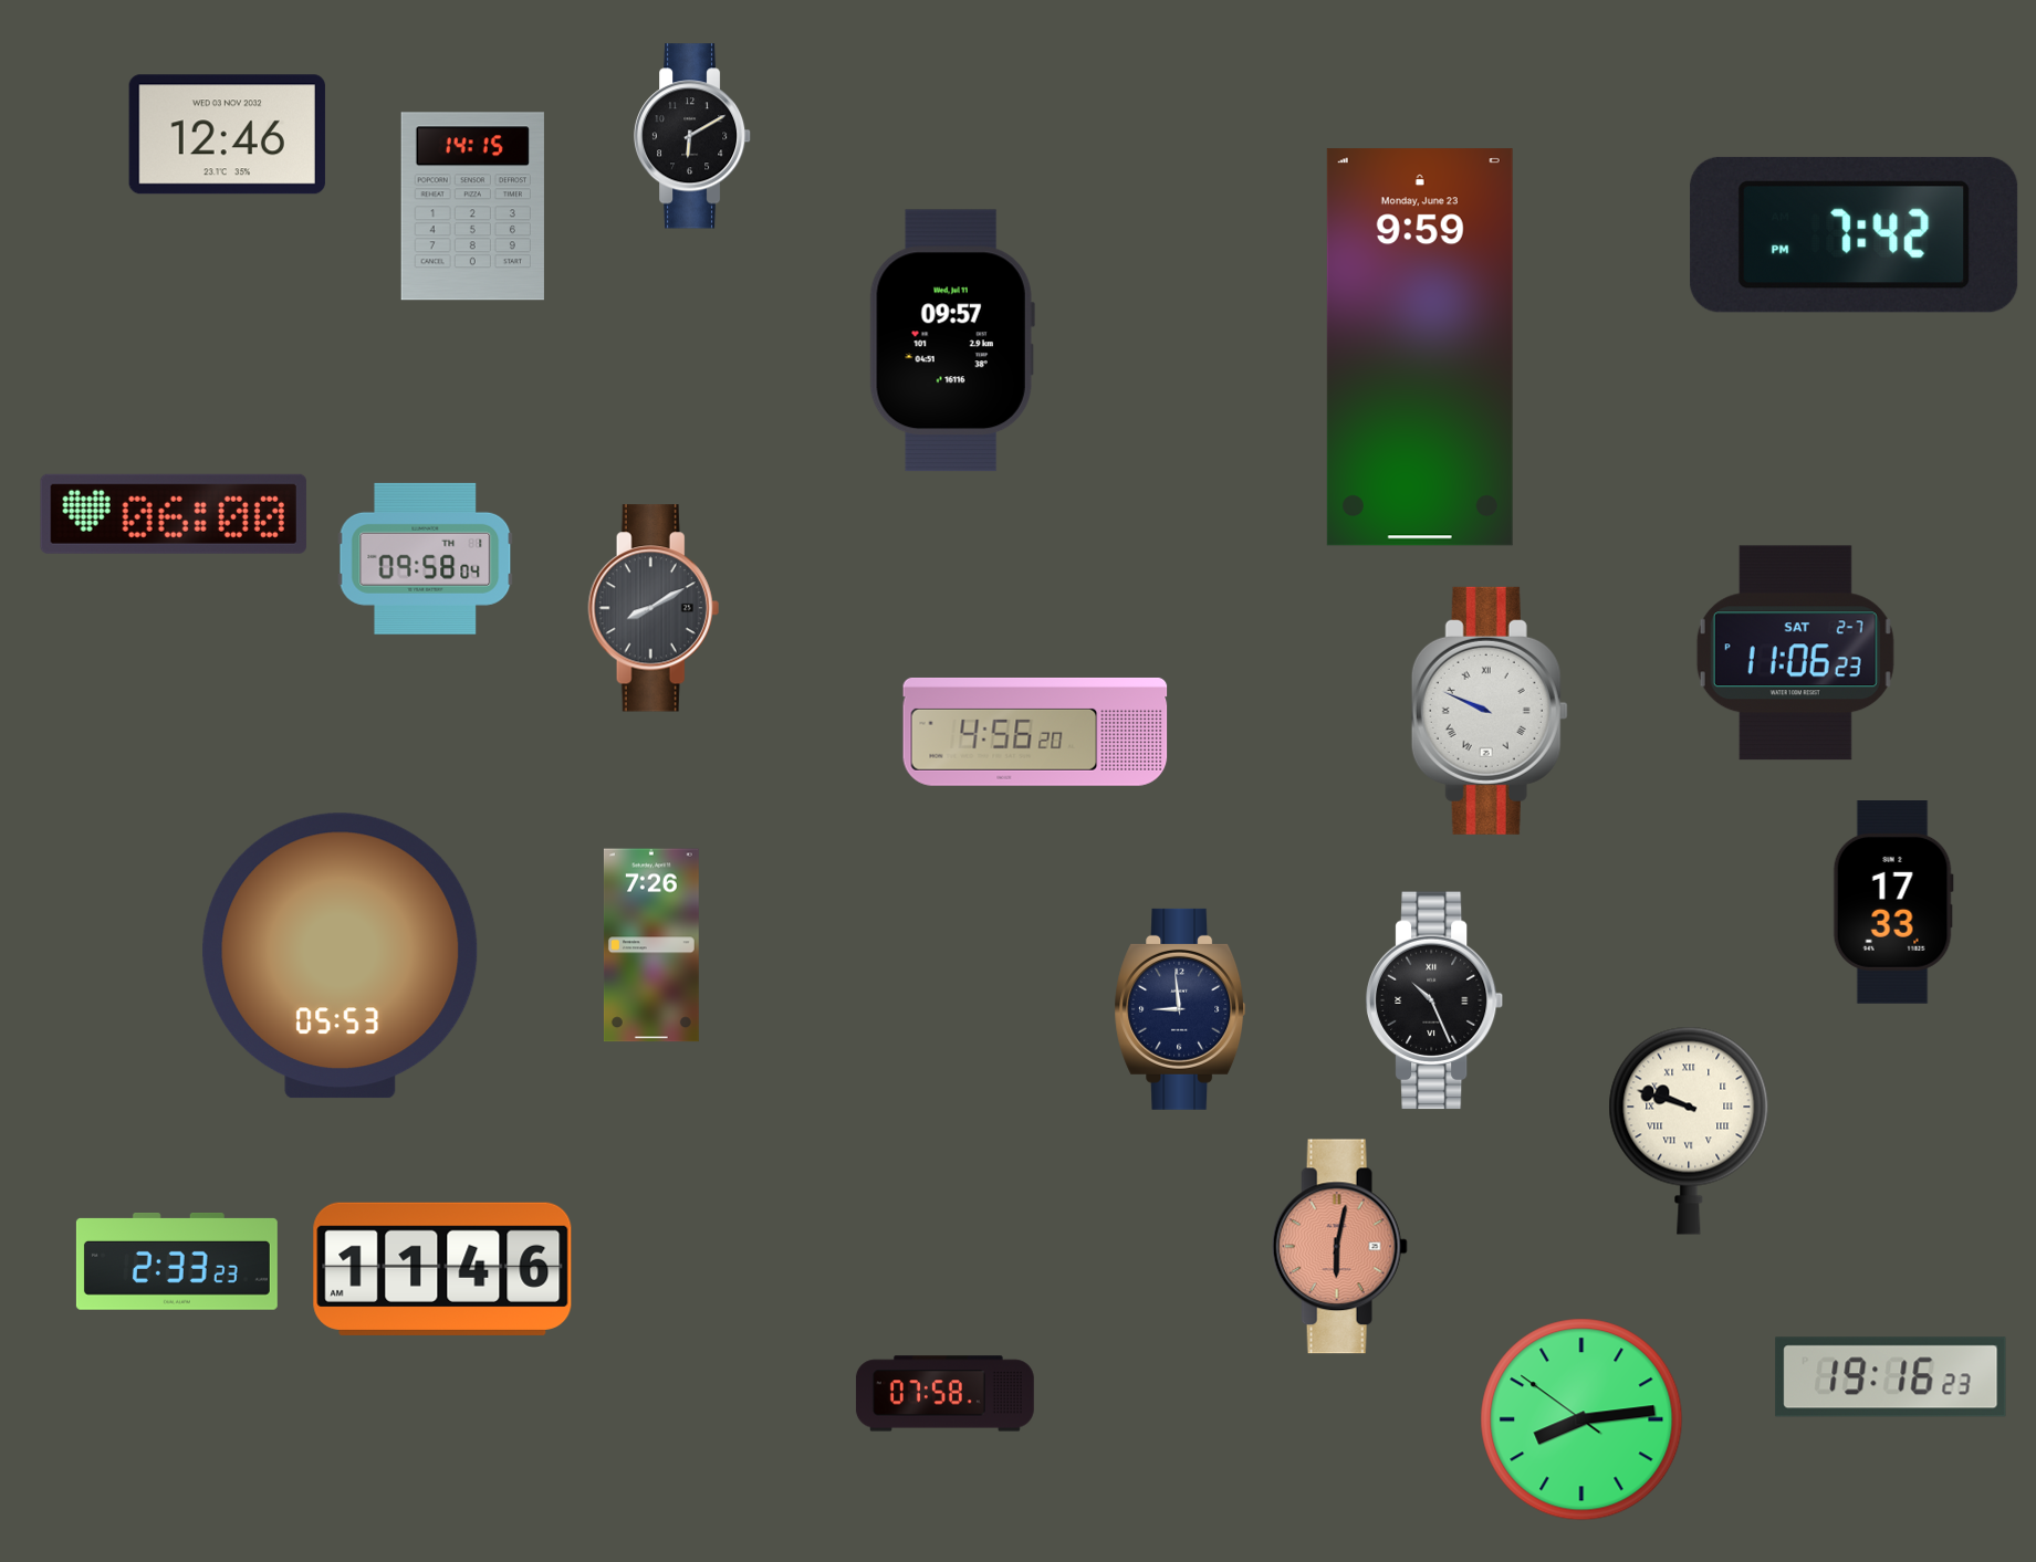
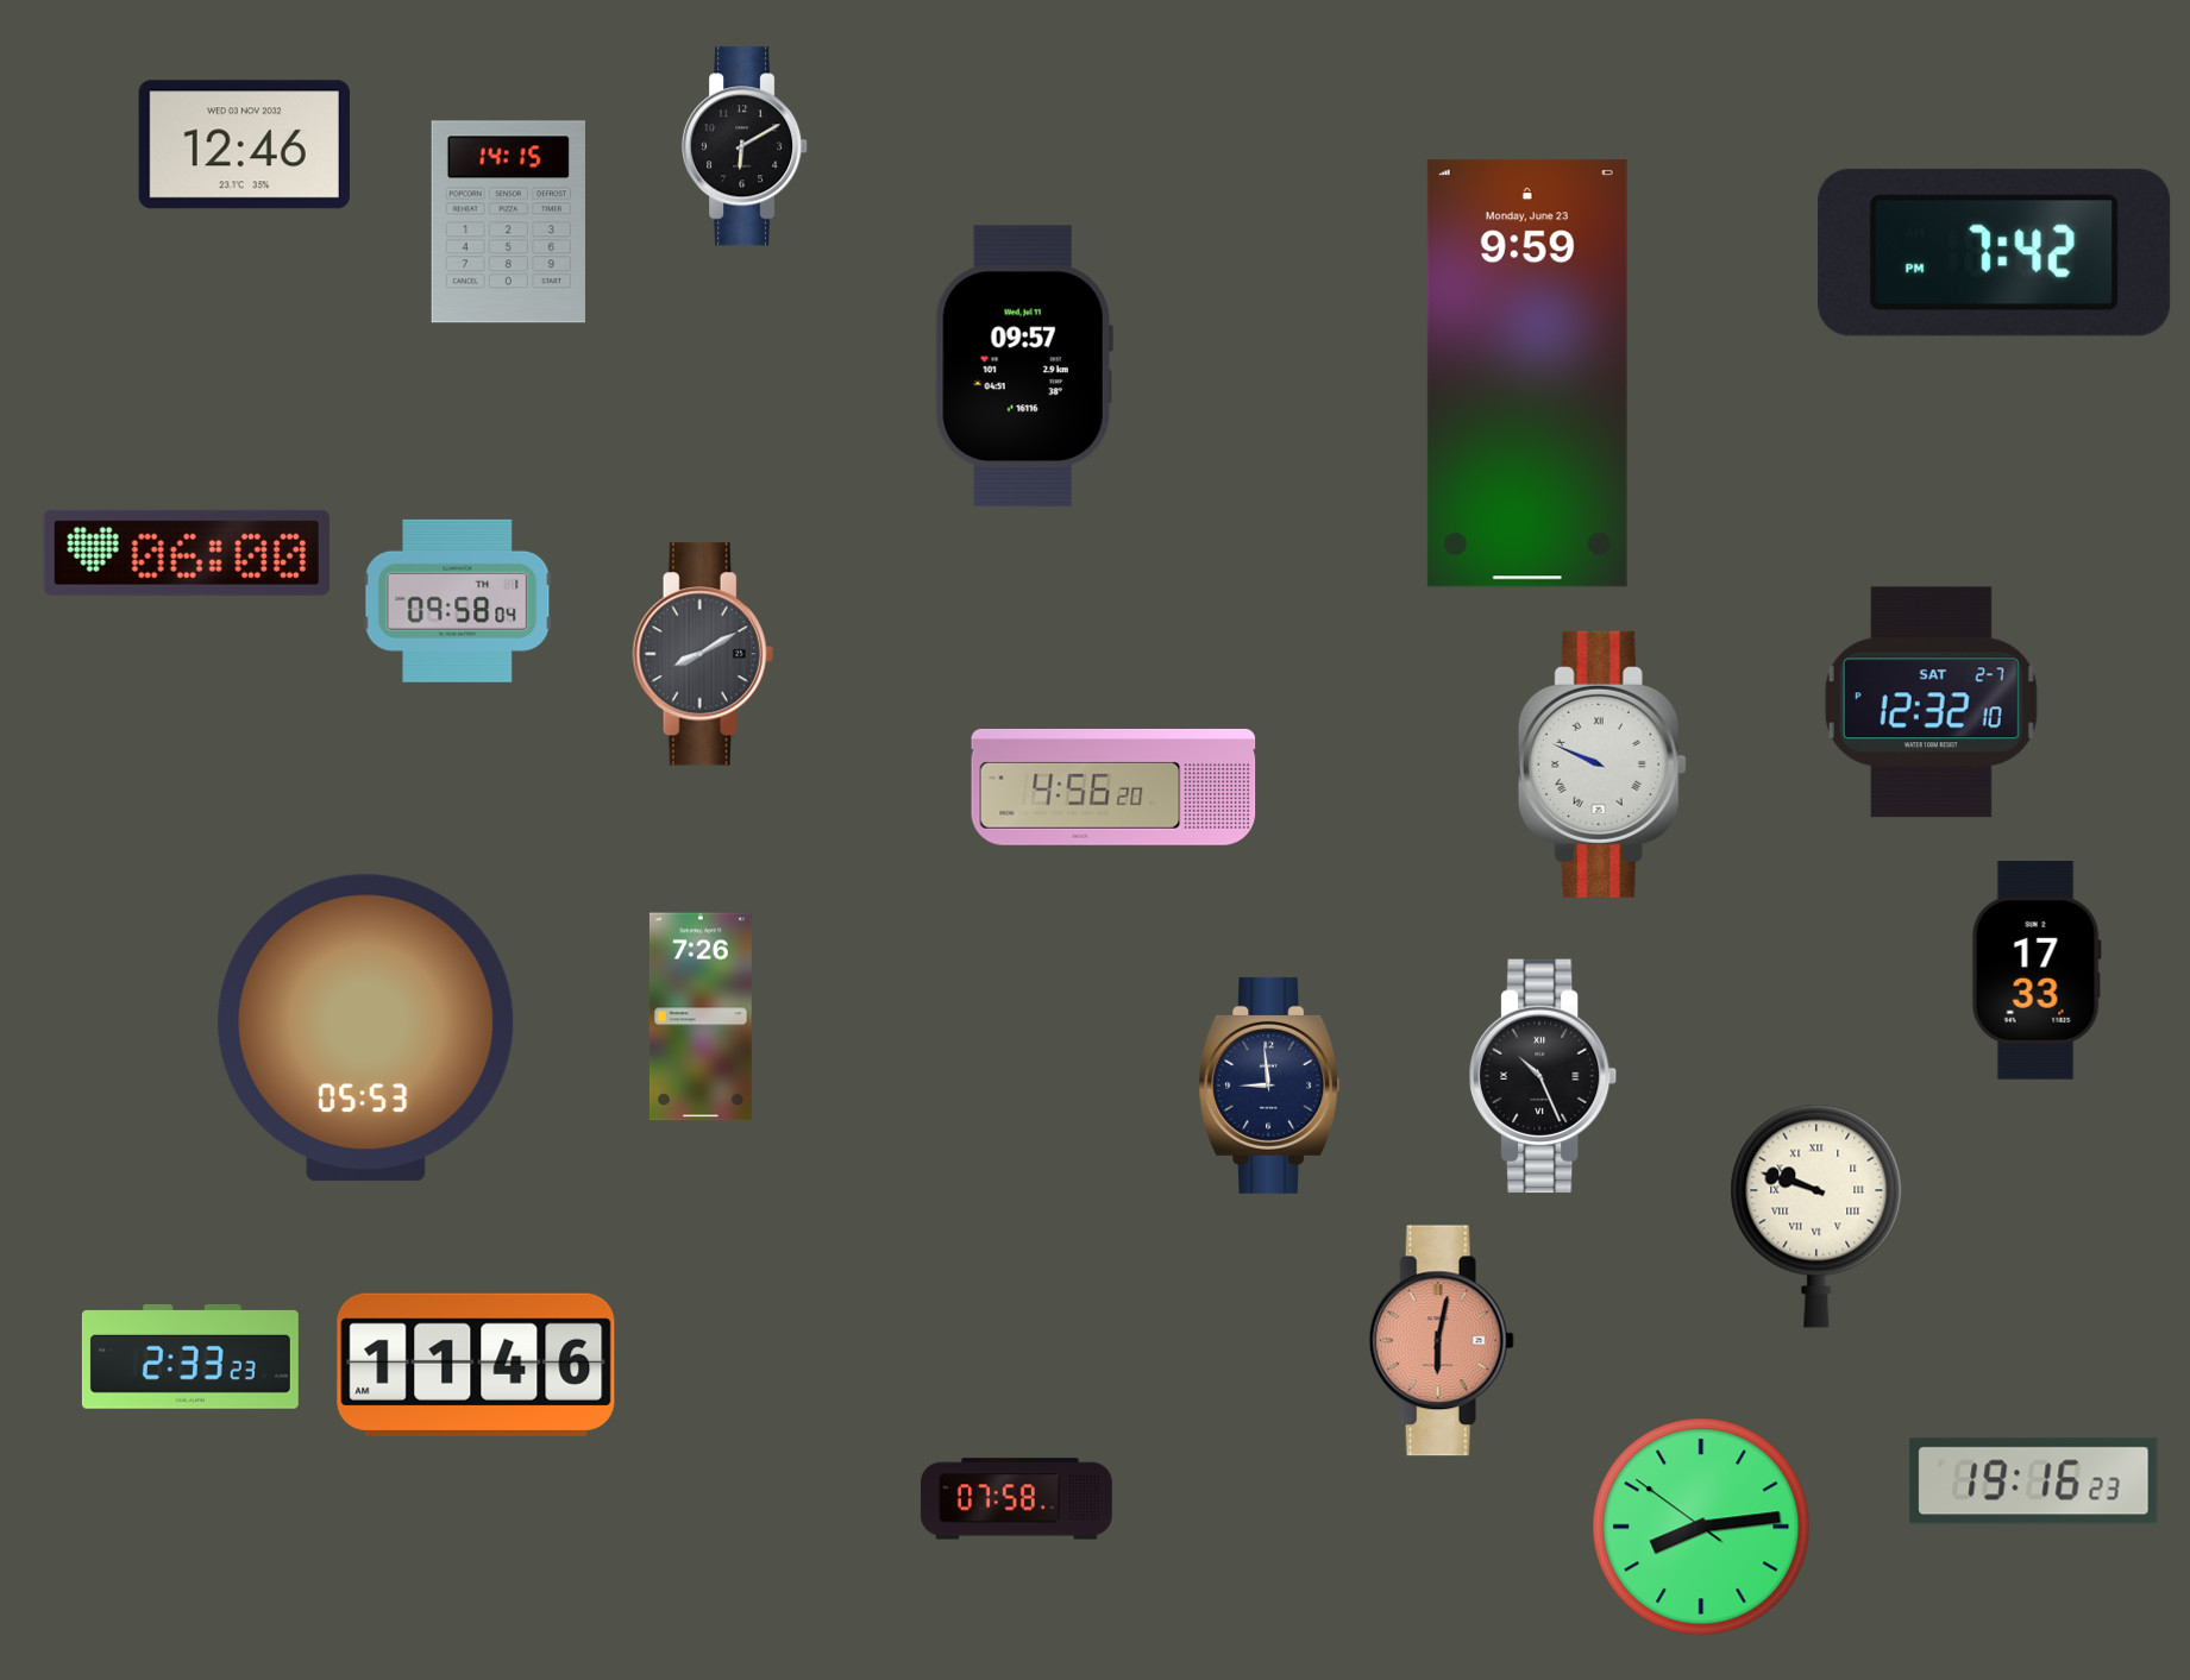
clock at (1795, 653): 11:06 -> 12:32
